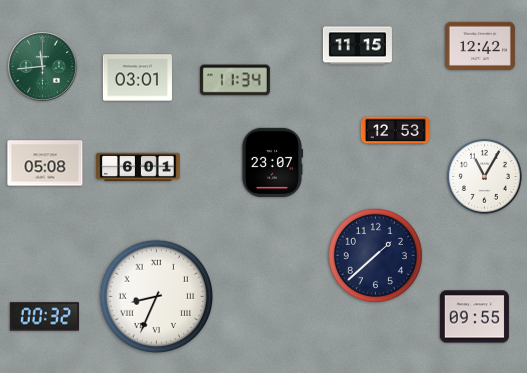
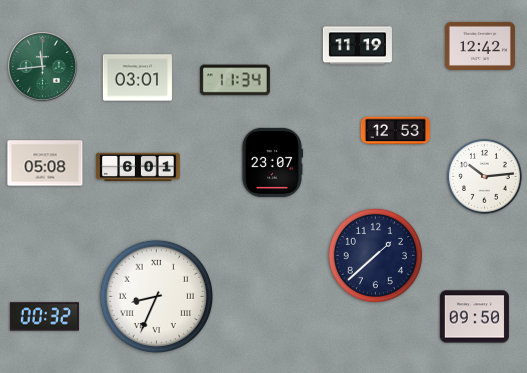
clock at (357, 46): 11:15 -> 11:19
clock at (484, 176): 11:05 -> 10:14
clock at (474, 317): 09:55 -> 09:50
